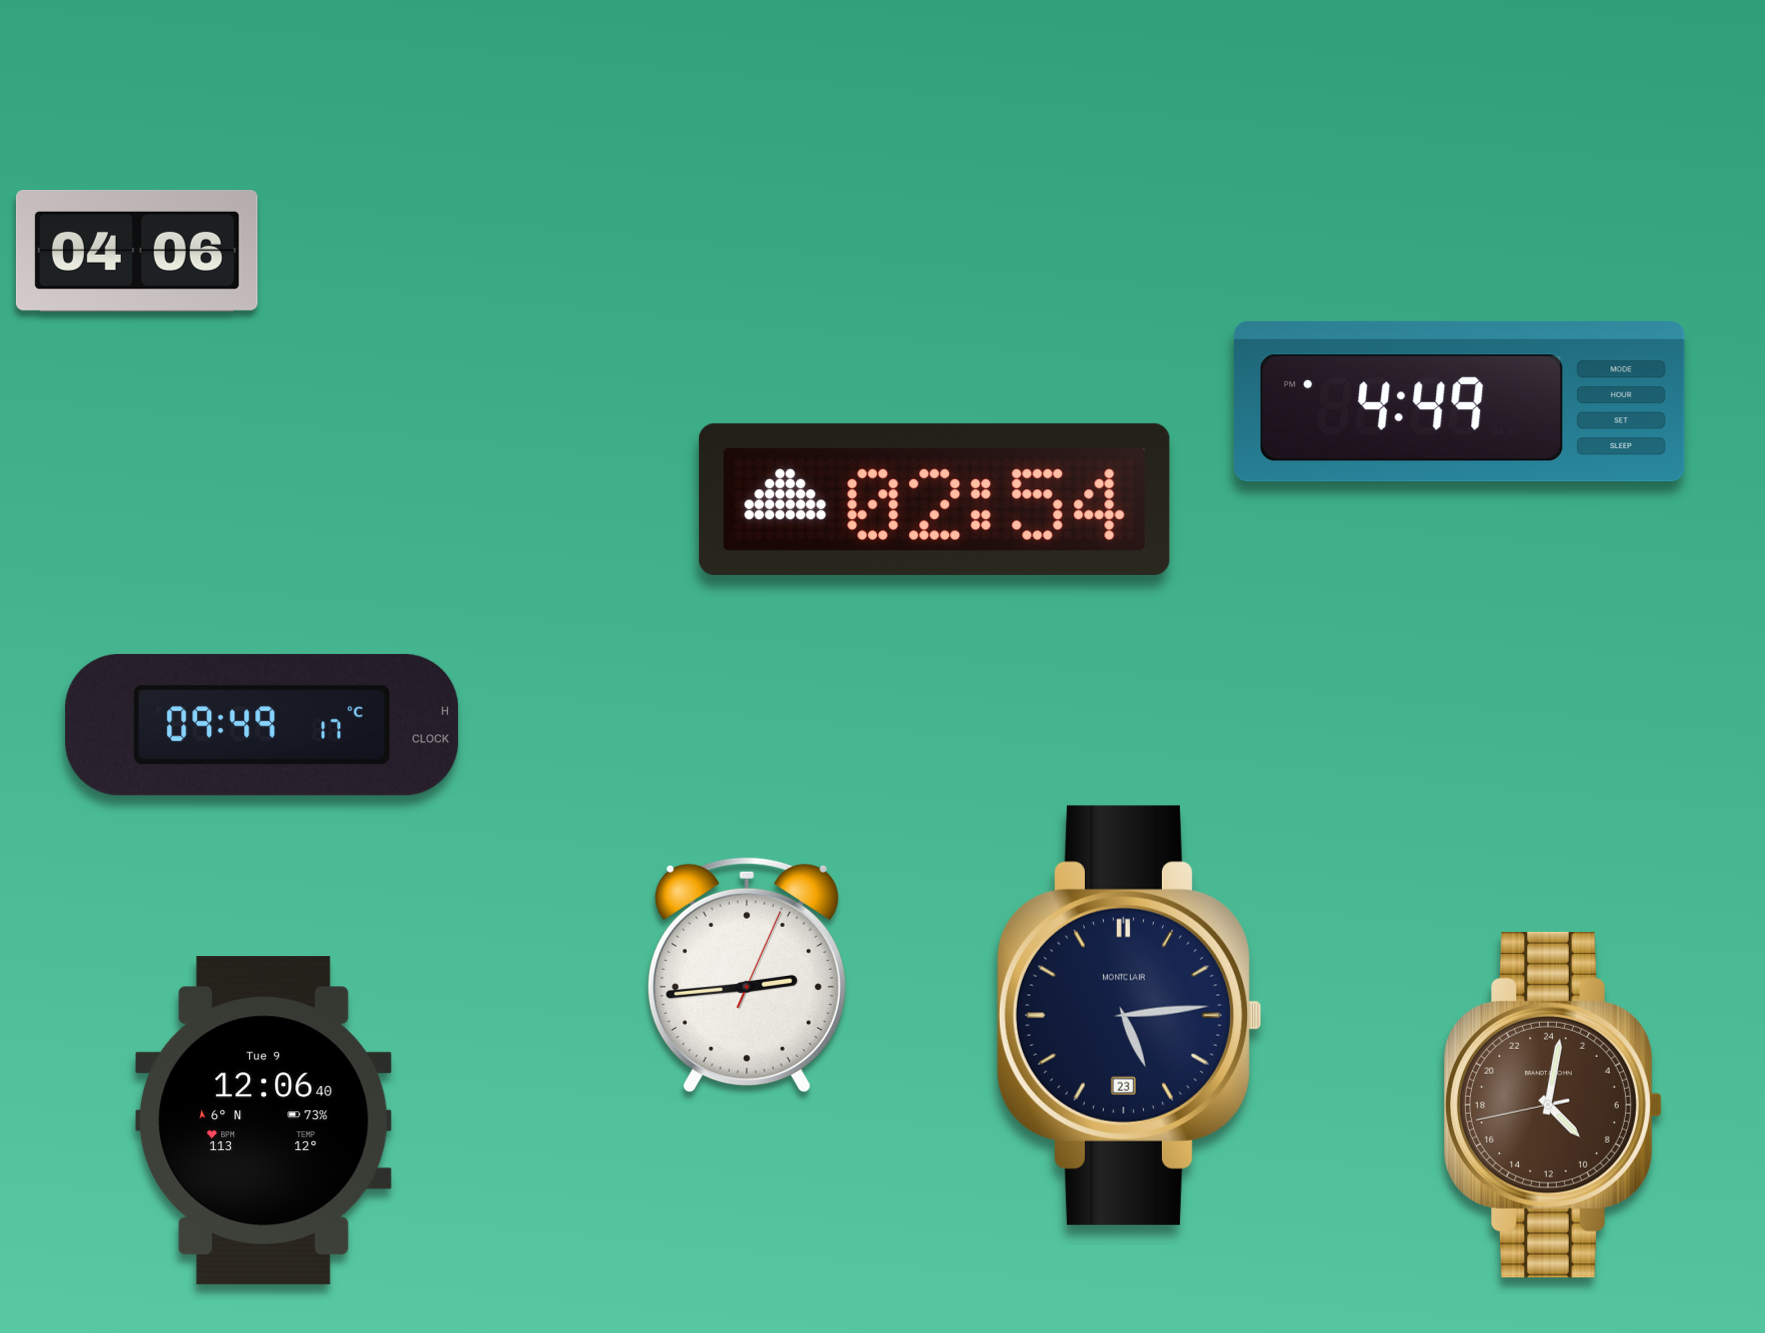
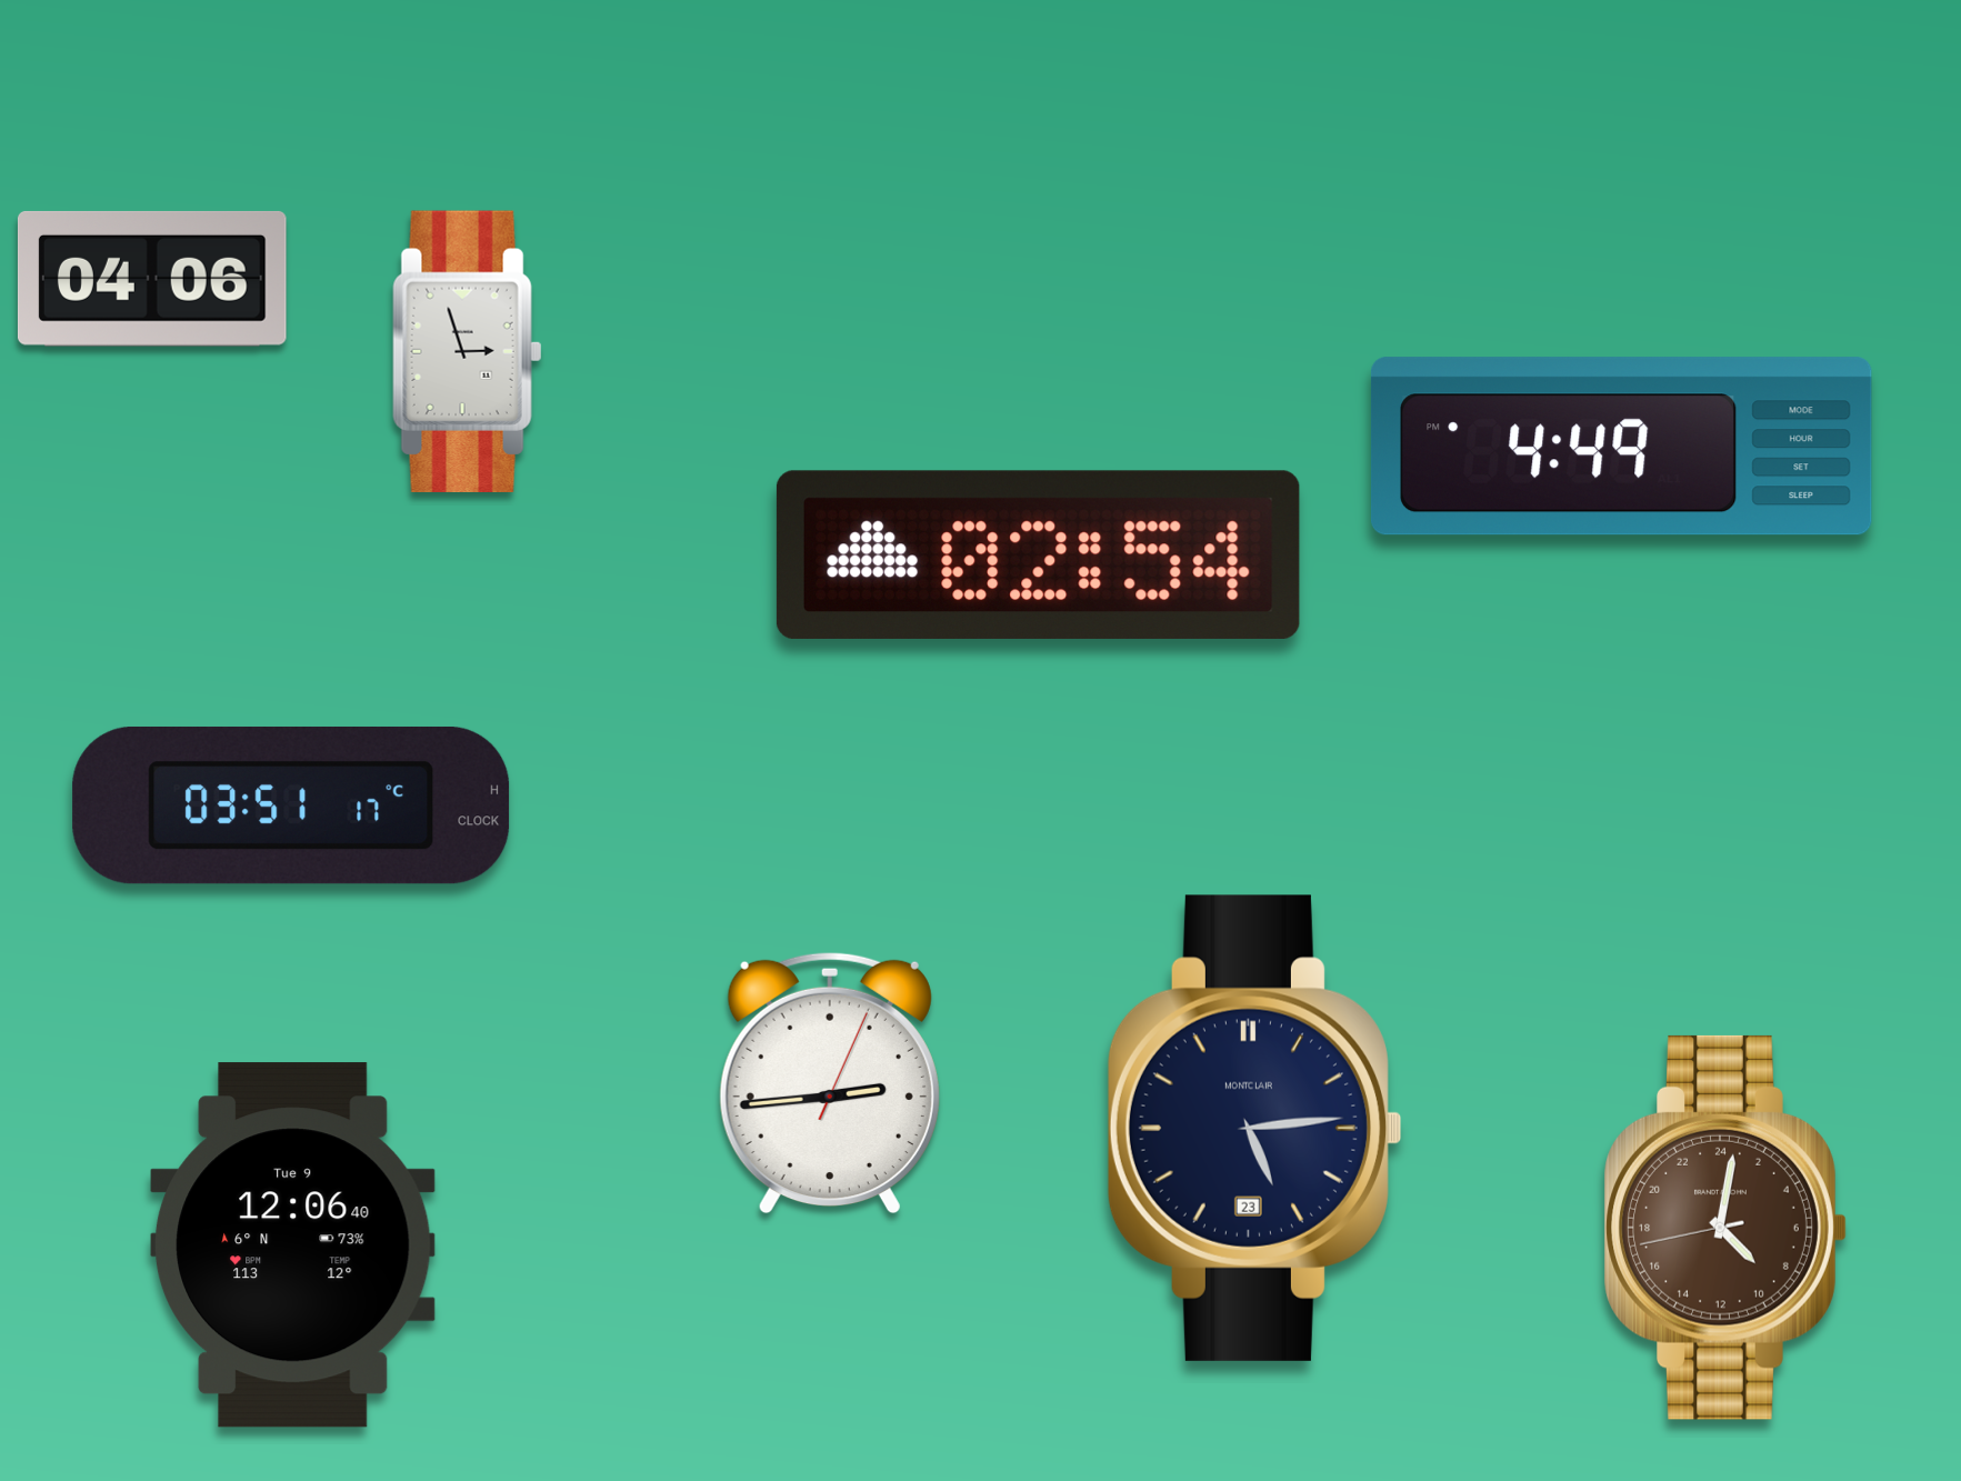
clock at (468, 351): none -> 2:57
clock at (262, 725): 09:49 -> 03:51
